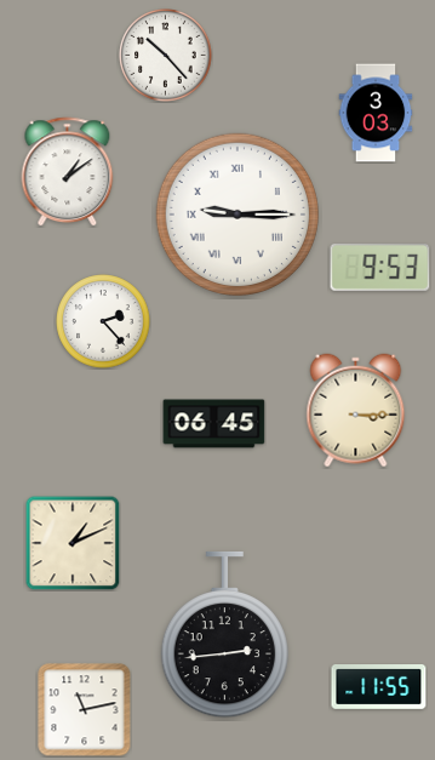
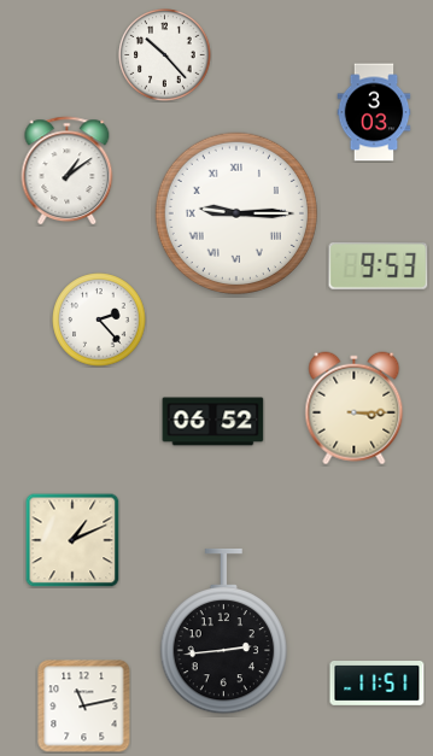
clock at (103, 321) position: (103, 321) -> (99, 320)
clock at (214, 424): 06:45 -> 06:52
clock at (379, 687): 11:55 -> 11:51
